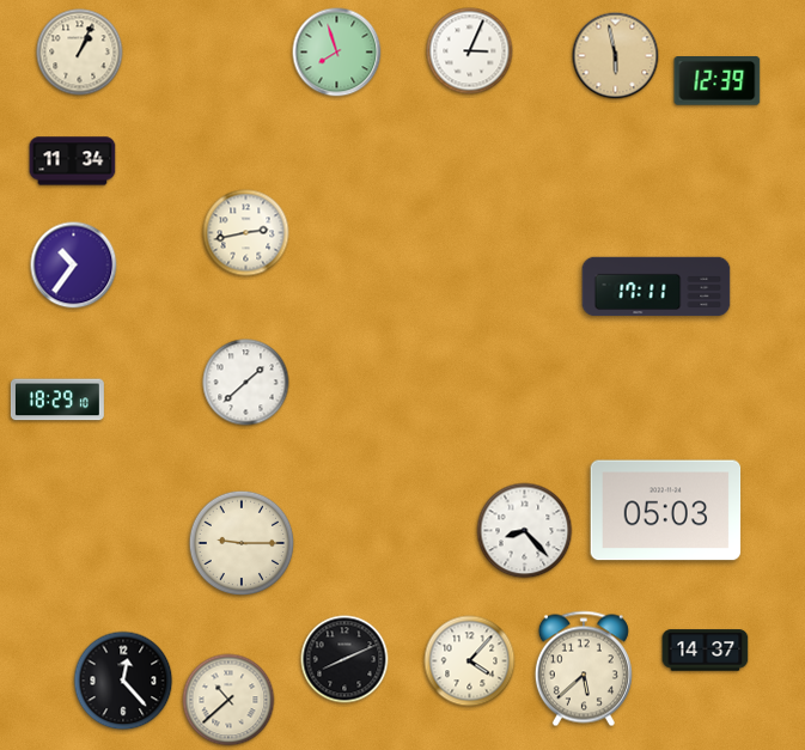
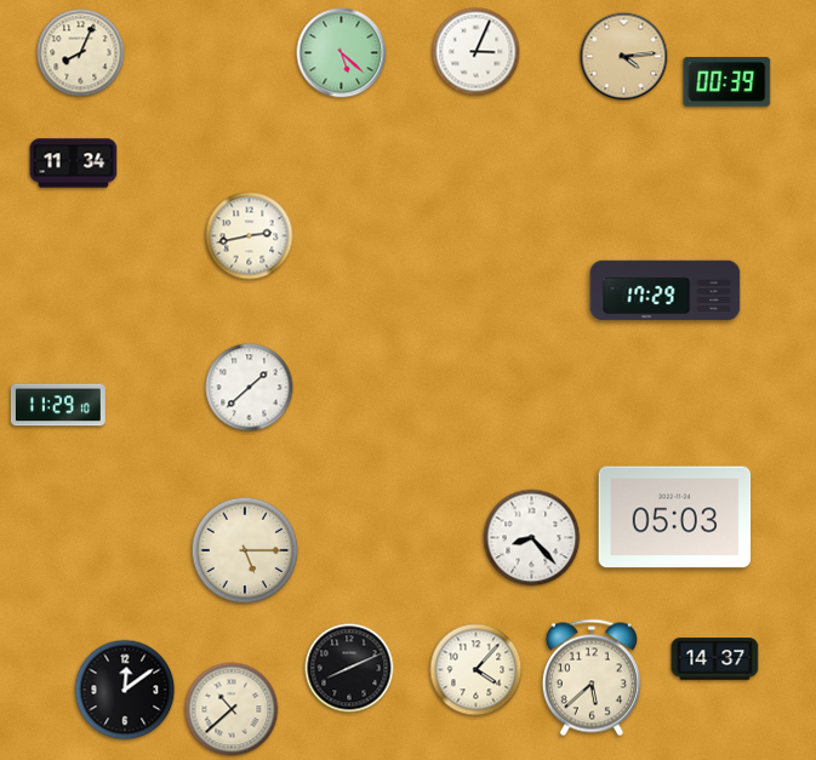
clock at (80, 53): 1:04 -> 8:04
clock at (337, 53): 7:57 -> 5:22
clock at (616, 56): 5:58 -> 4:14
clock at (718, 81): 12:39 -> 00:39
clock at (74, 266): 10:36 -> none
clock at (657, 287): 17:11 -> 17:29
clock at (57, 400): 18:29 -> 11:29
clock at (242, 543): 9:15 -> 5:15
clock at (123, 681): 12:23 -> 12:09
